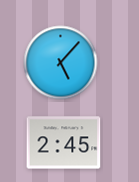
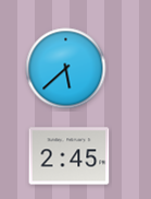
clock at (61, 63): 5:07 -> 5:38
